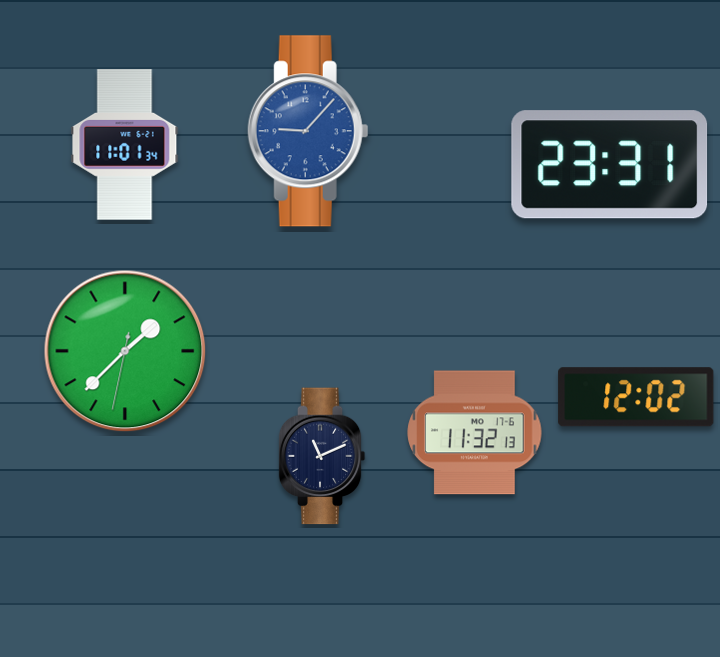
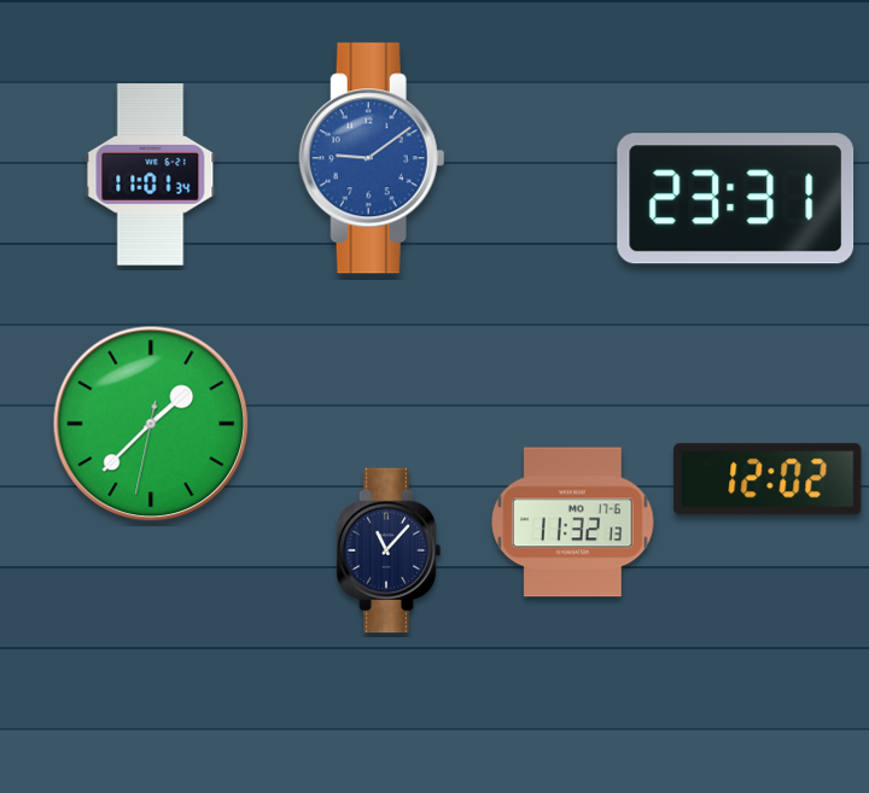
clock at (308, 131): 9:07 -> 9:09
clock at (322, 456): 11:11 -> 11:07
